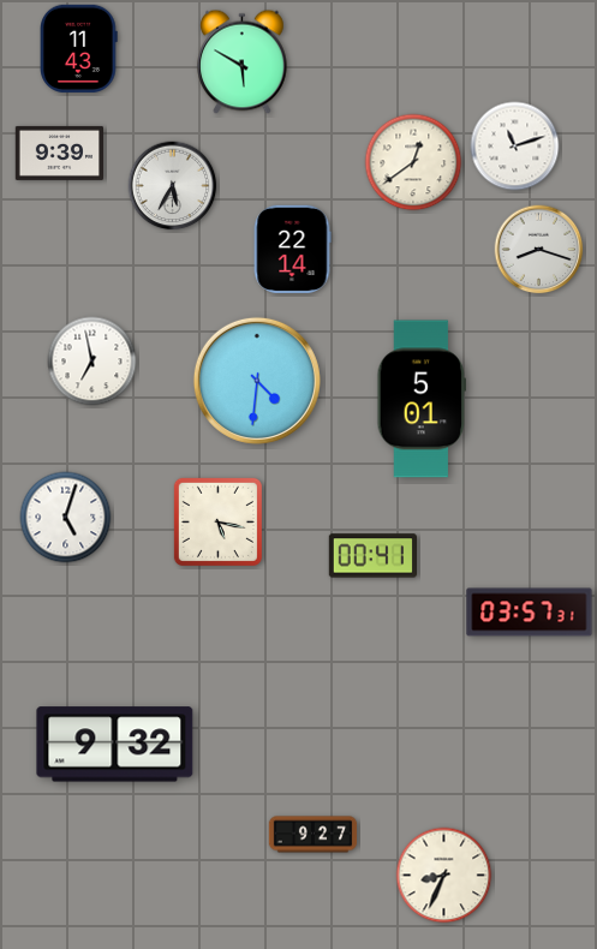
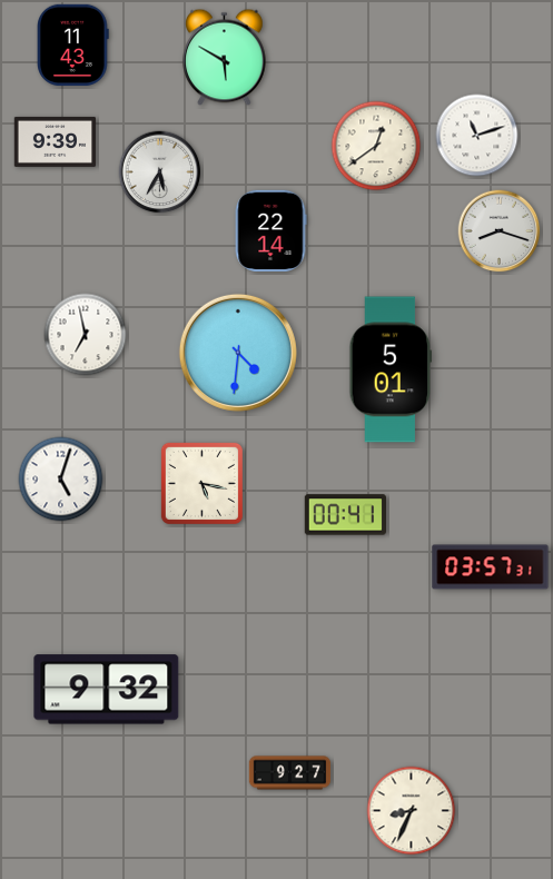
clock at (413, 162) position: (413, 162) -> (376, 146)
